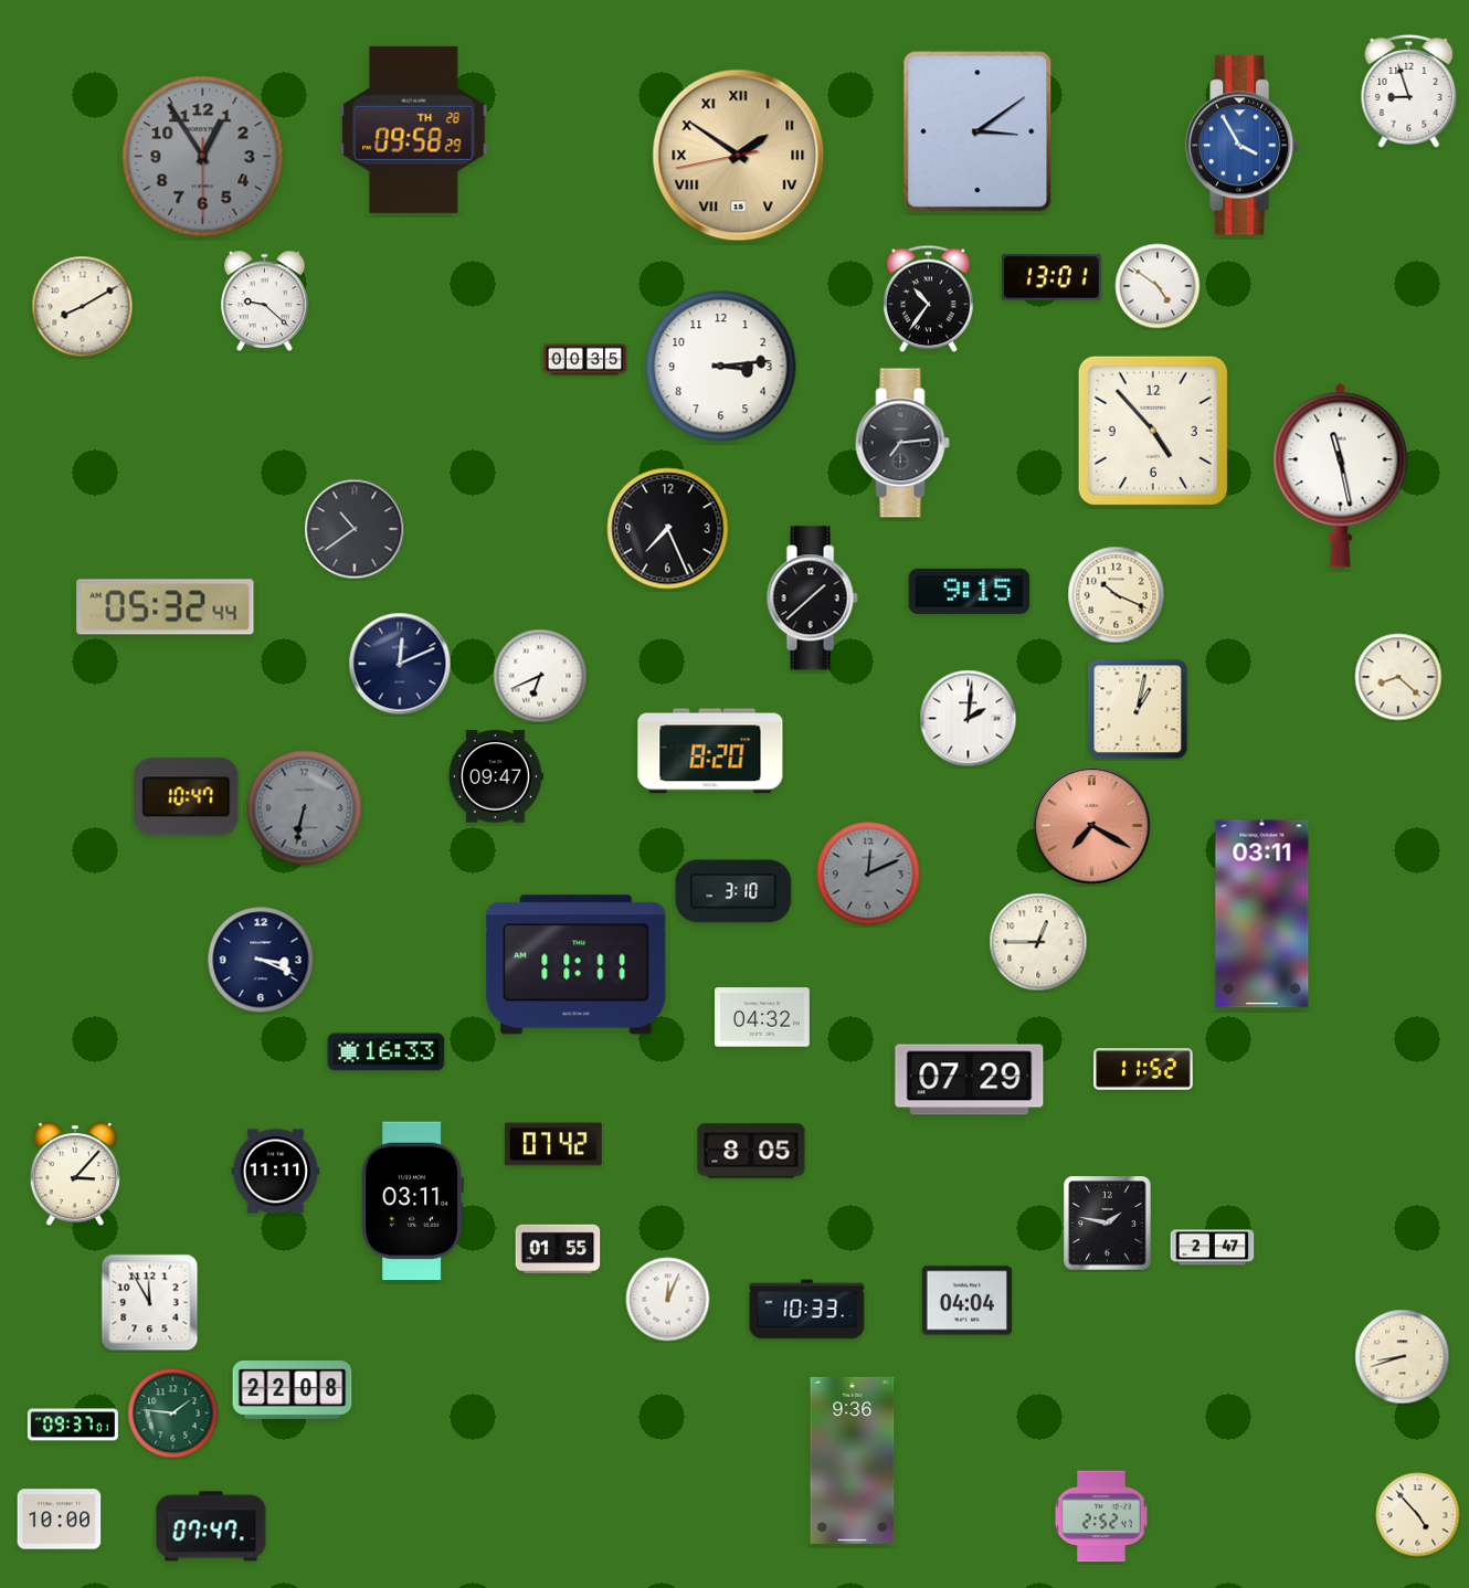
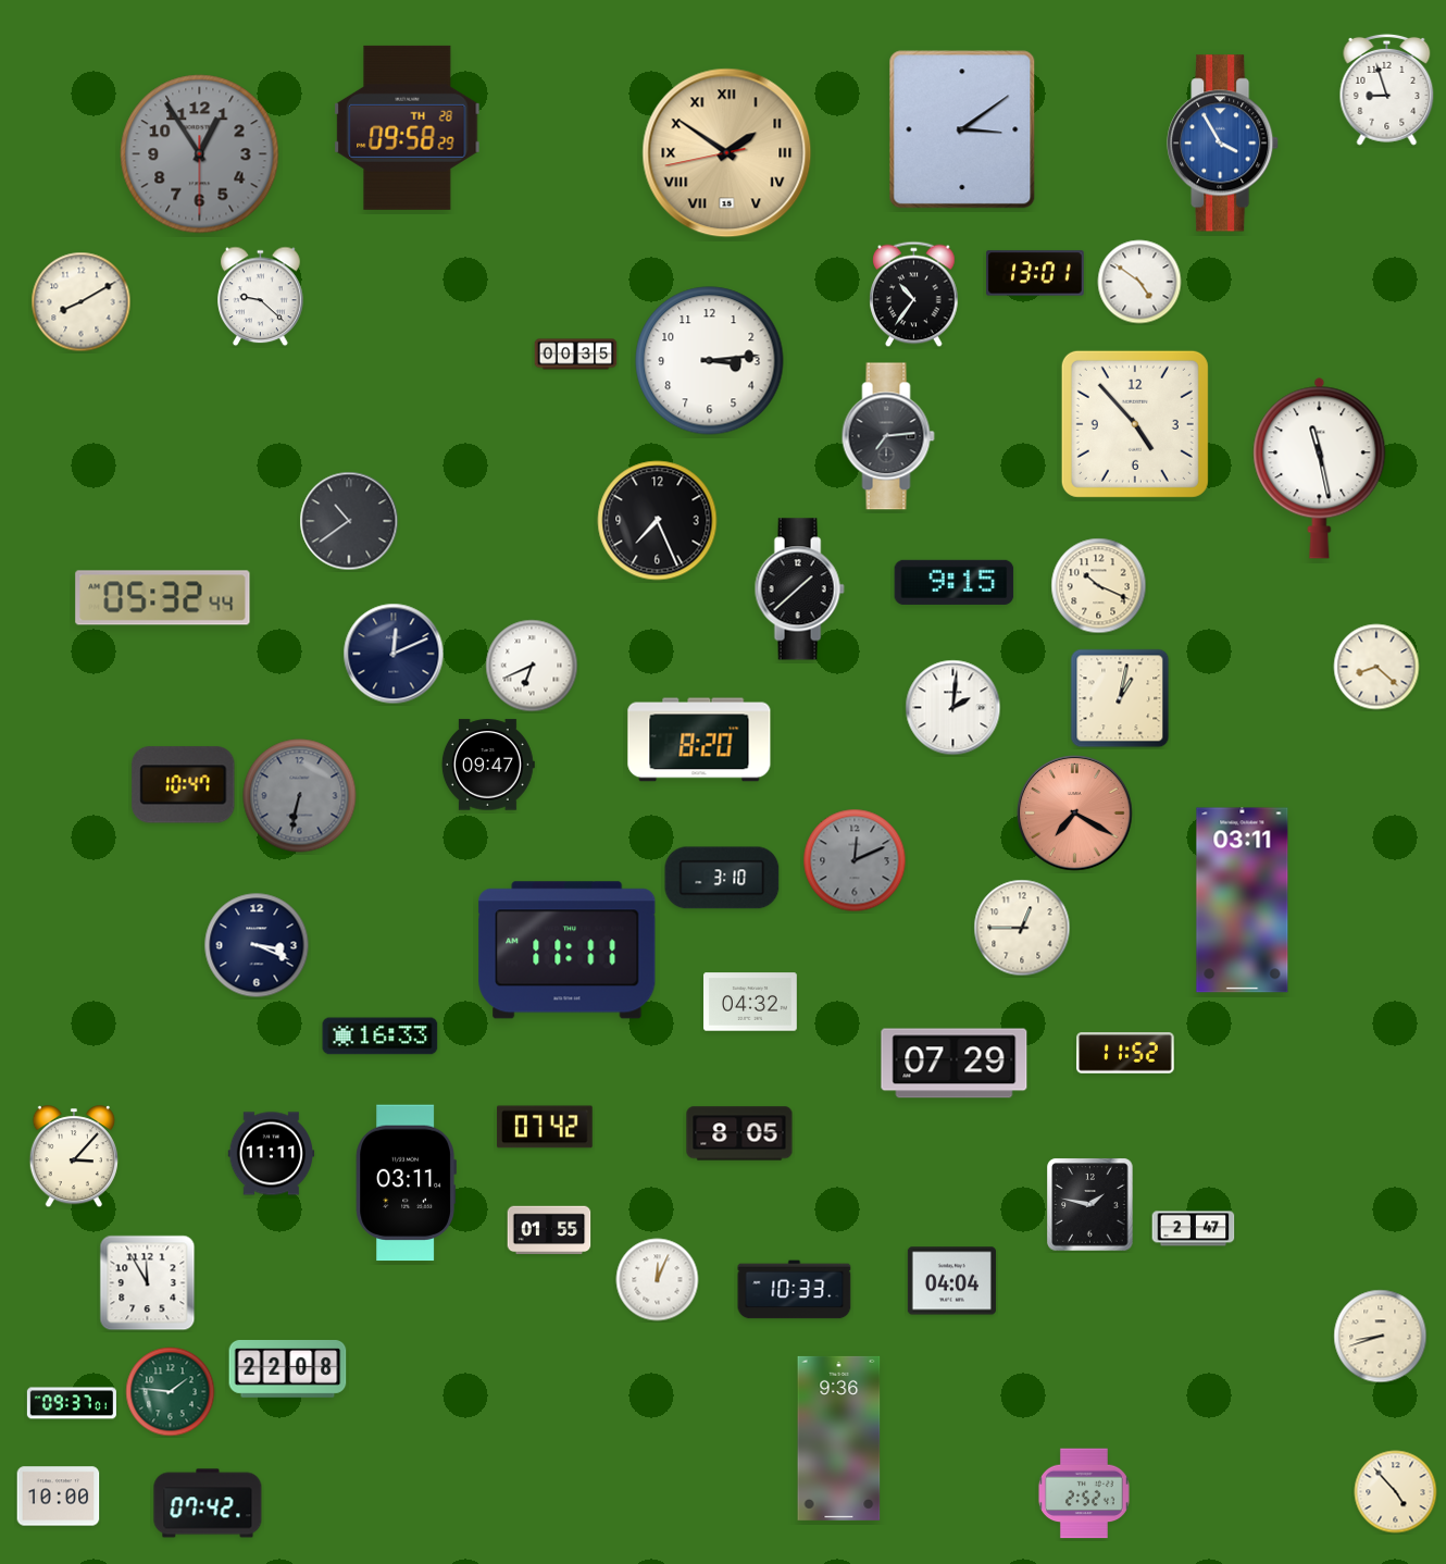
clock at (211, 1526): 07:47 -> 07:42
